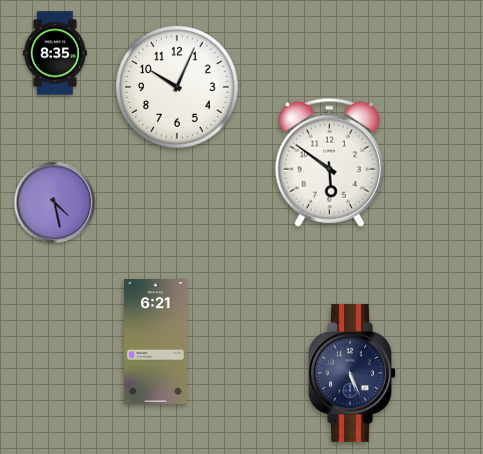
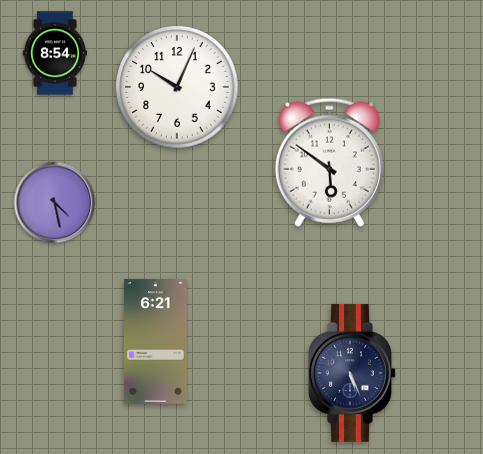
clock at (55, 53): 8:35 -> 8:54
